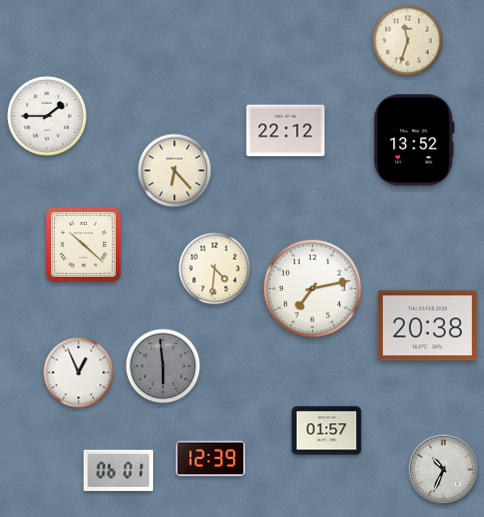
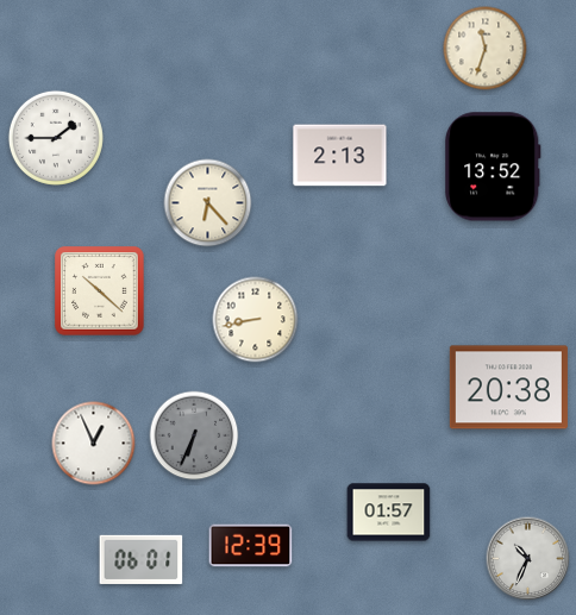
clock at (286, 131): 22:12 -> 2:13
clock at (215, 269): 4:31 -> 8:43
clock at (313, 289): 7:13 -> none
clock at (163, 366): 5:59 -> 6:34
